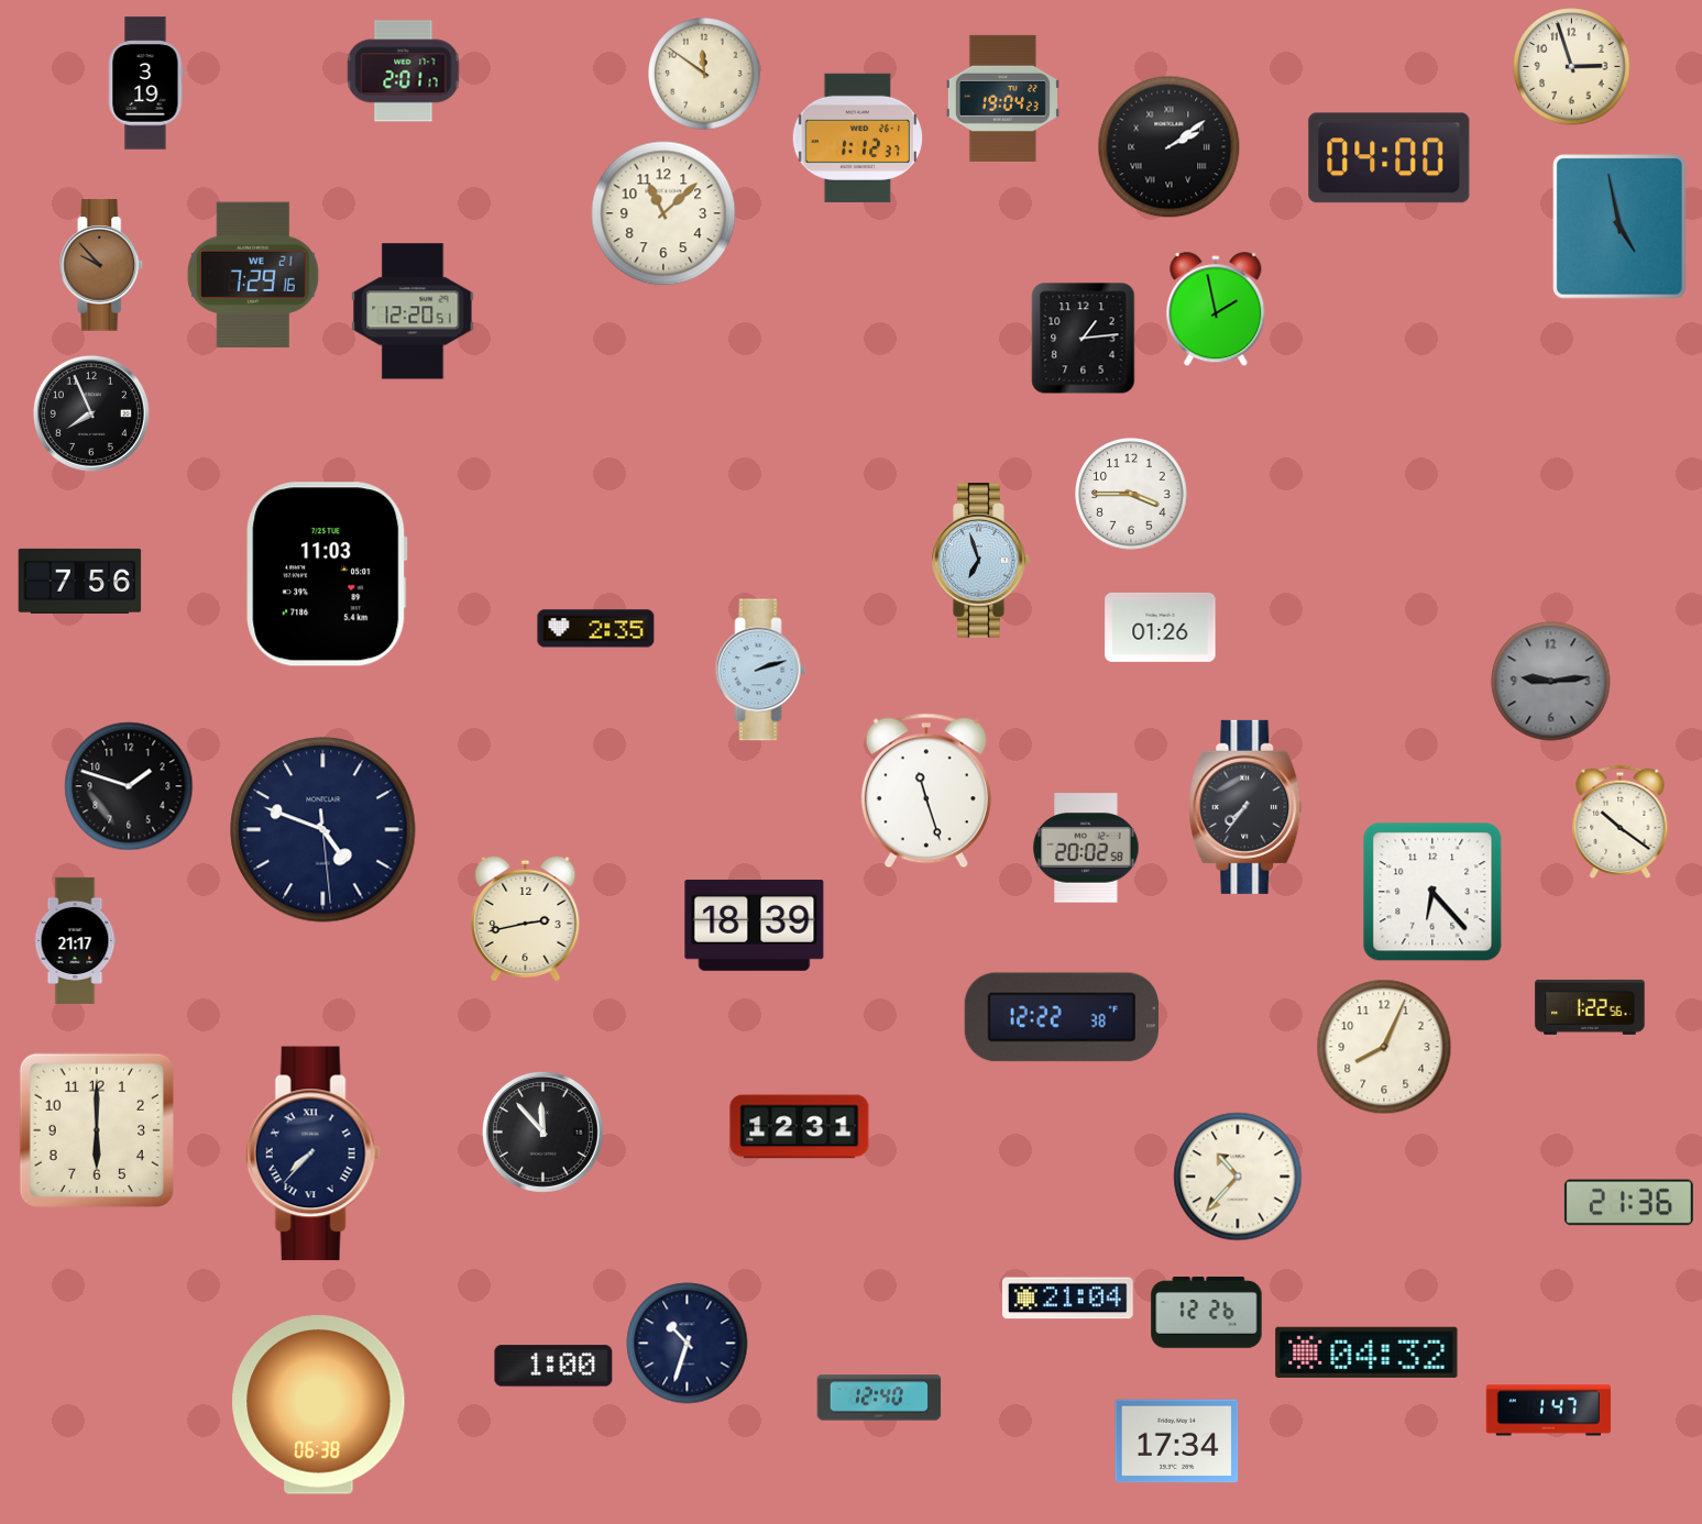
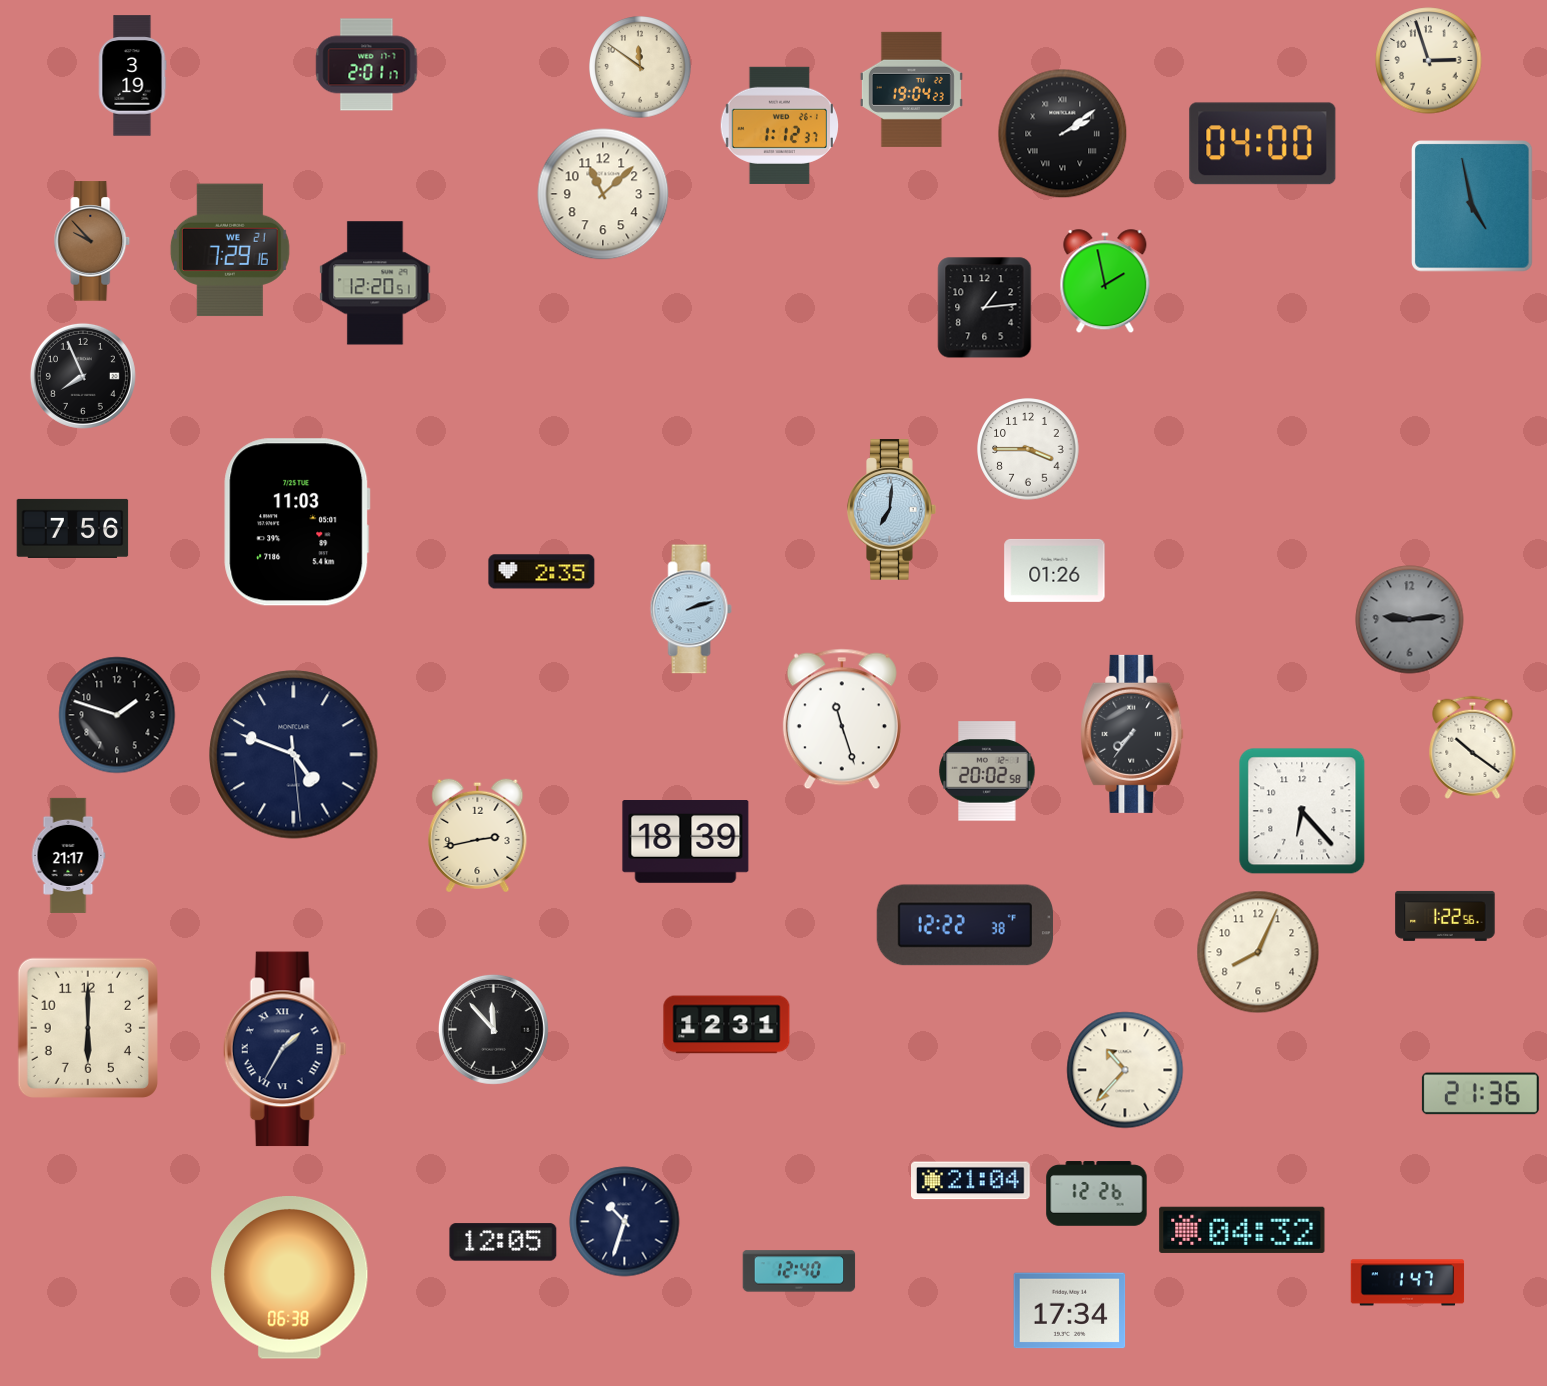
clock at (981, 561): 6:57 -> 7:01
clock at (314, 1153): 7:37 -> 1:35
clock at (553, 1366): 1:00 -> 12:05
